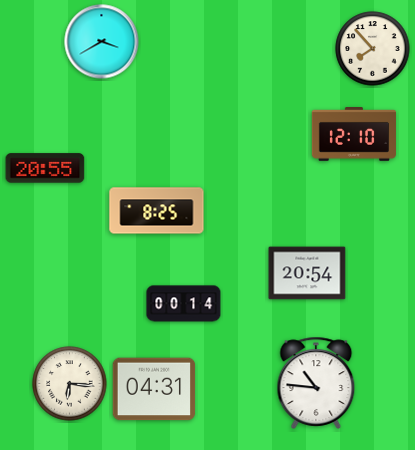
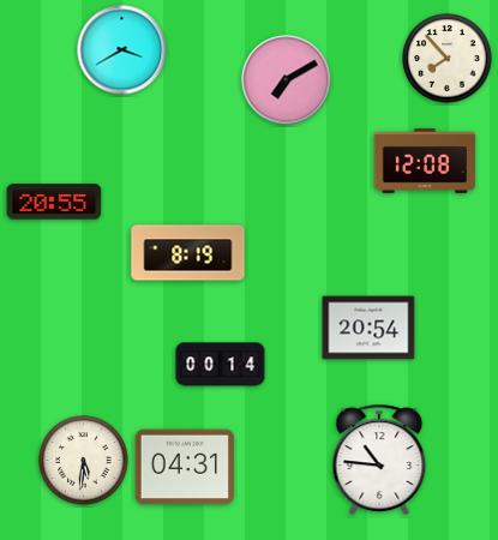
clock at (287, 80): none -> 7:10
clock at (354, 135): 12:10 -> 12:08
clock at (157, 211): 8:25 -> 8:19
clock at (70, 384): 6:16 -> 5:31
